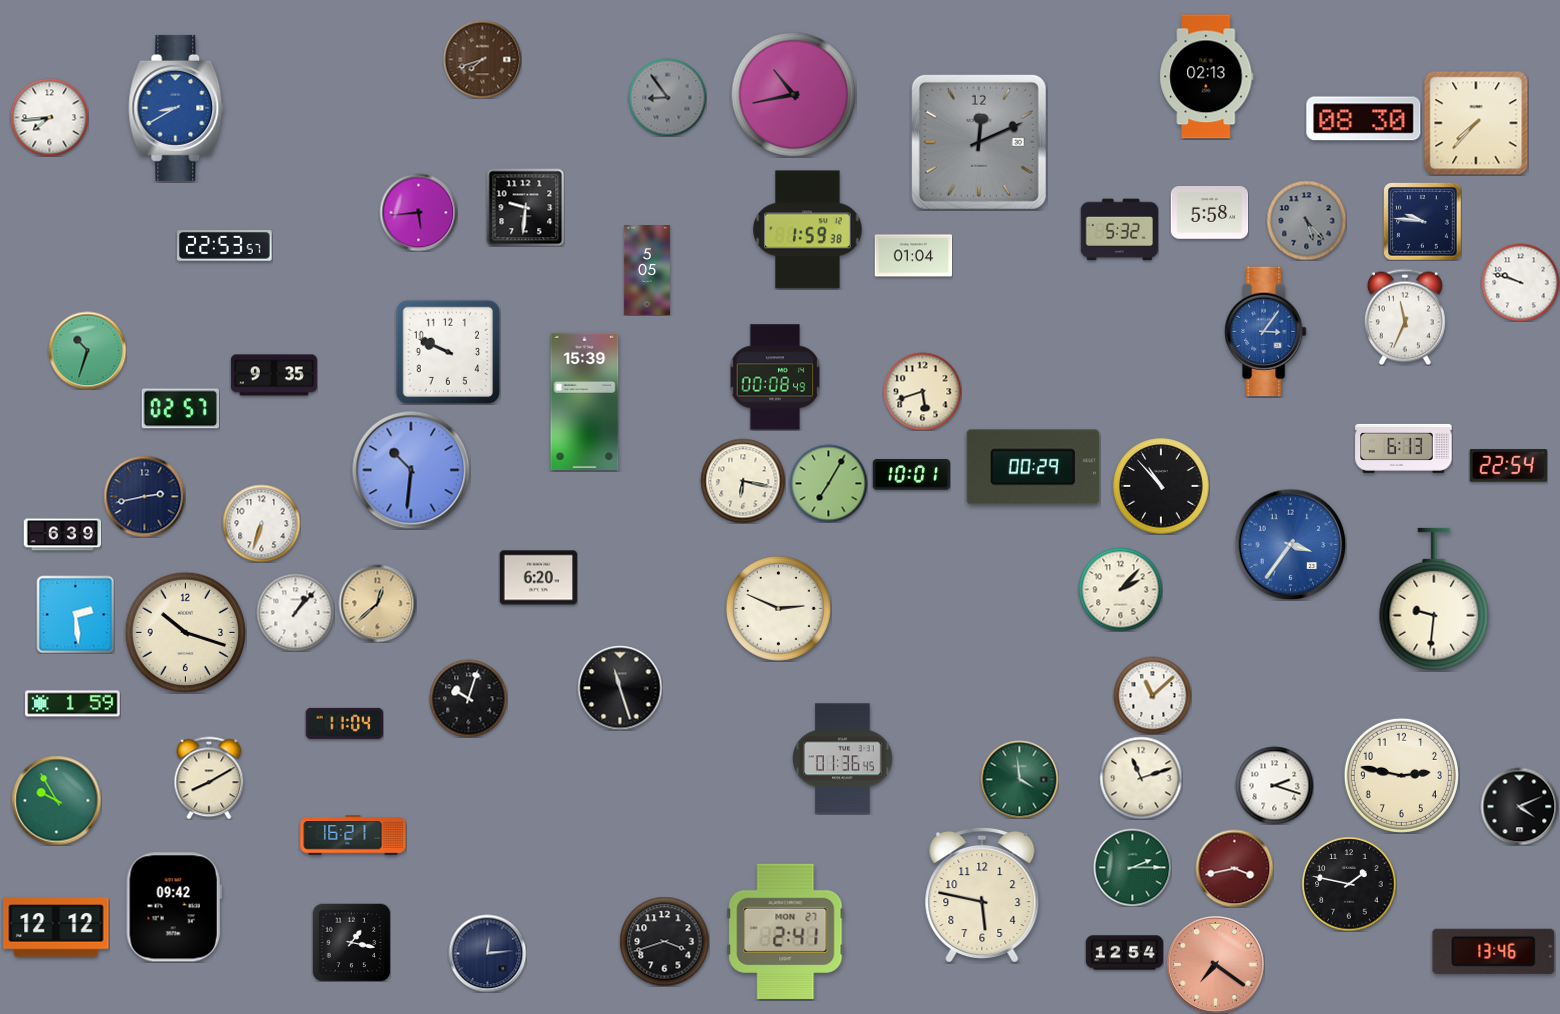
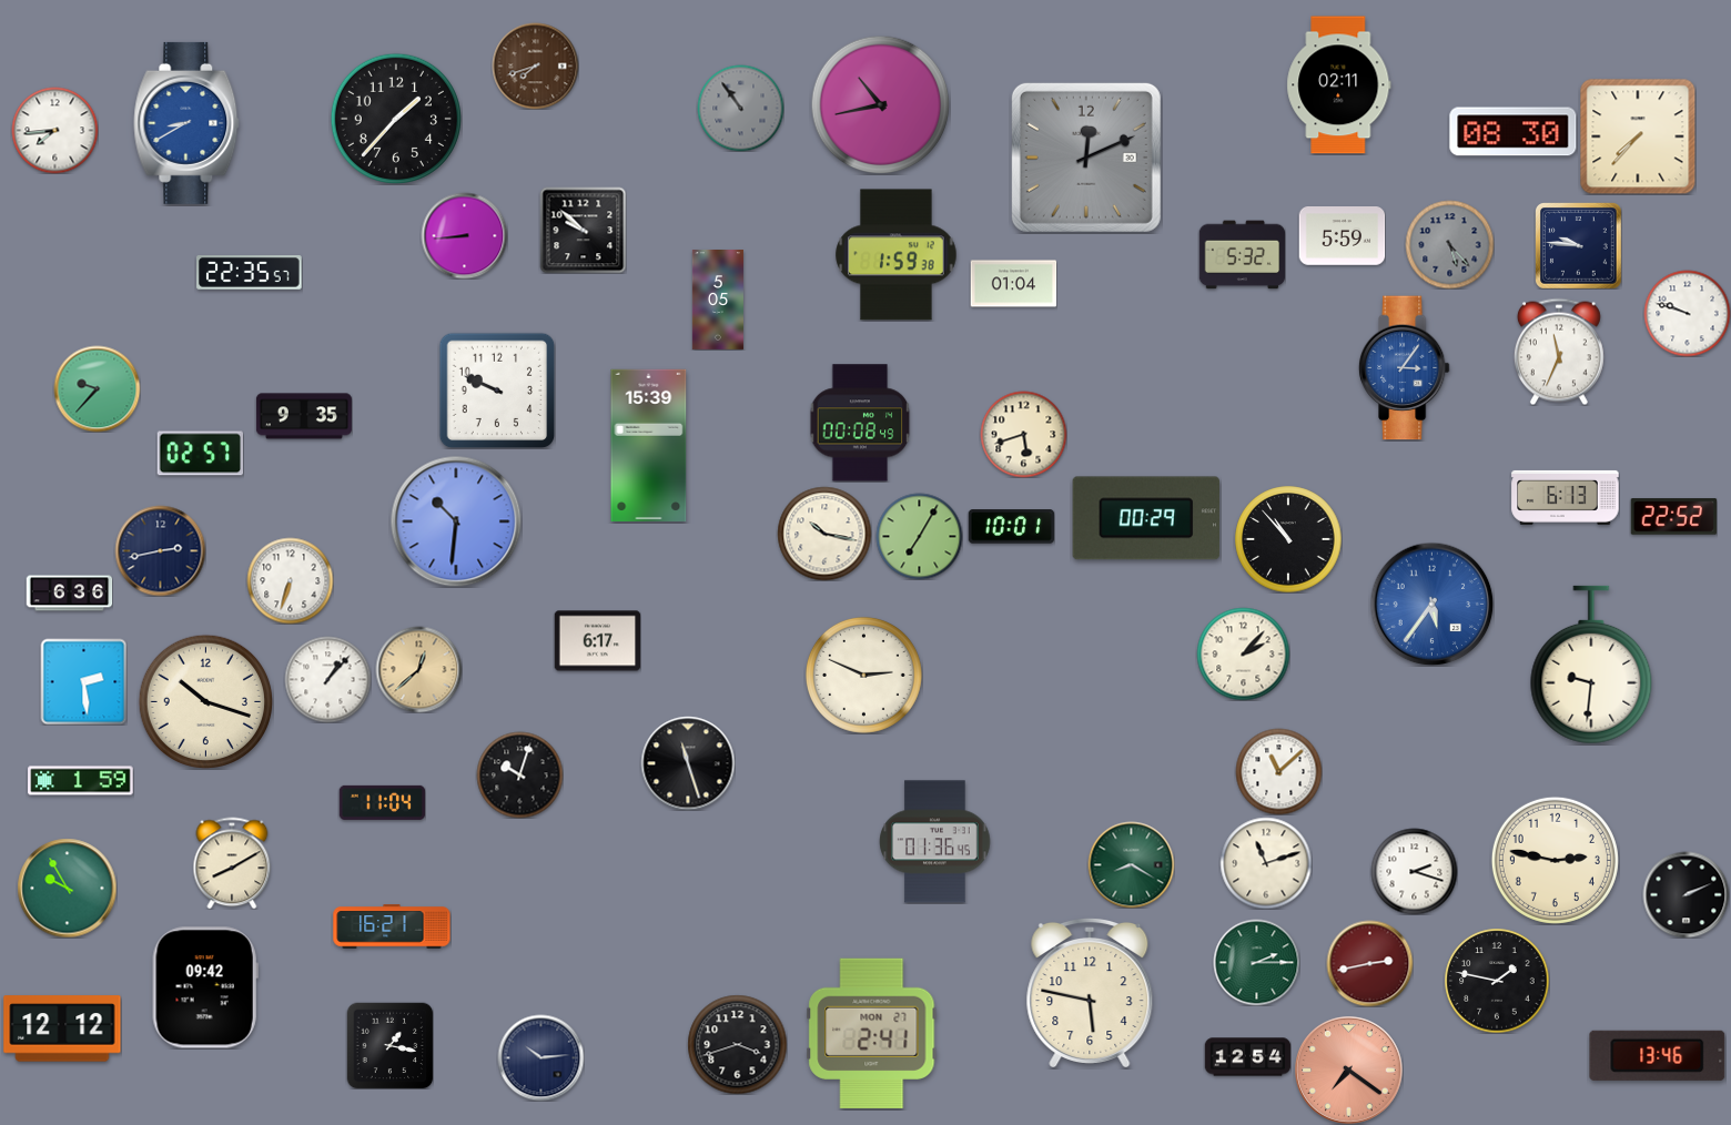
clock at (1207, 77): 02:13 -> 02:11
clock at (667, 97): 8:54 -> 10:54
clock at (396, 119): none -> 1:37
clock at (176, 108) position: (176, 108) -> (186, 123)
clock at (525, 207): 9:31 -> 9:52
clock at (418, 212): 5:44 -> 8:44
clock at (1209, 213): 5:58 -> 5:59
clock at (225, 246): 22:53 -> 22:35
clock at (87, 350): 10:33 -> 9:37
clock at (775, 377) position: (775, 377) -> (860, 423)
clock at (1404, 448) position: (1404, 448) -> (1566, 497)
clock at (1508, 466): 22:54 -> 22:52
clock at (743, 481): 6:17 -> 10:17
clock at (62, 535): 6:39 -> 6:36
clock at (1290, 544): 3:36 -> 5:36
clock at (538, 578): 6:20 -> 6:17
clock at (1019, 779): 3:59 -> 8:20
clock at (56, 800) position: (56, 800) -> (67, 888)
clock at (1519, 806): 4:11 -> 2:11
clock at (1234, 868): 3:43 -> 2:43
clock at (174, 907) position: (174, 907) -> (205, 987)
clock at (487, 953): 12:14 -> 10:14
